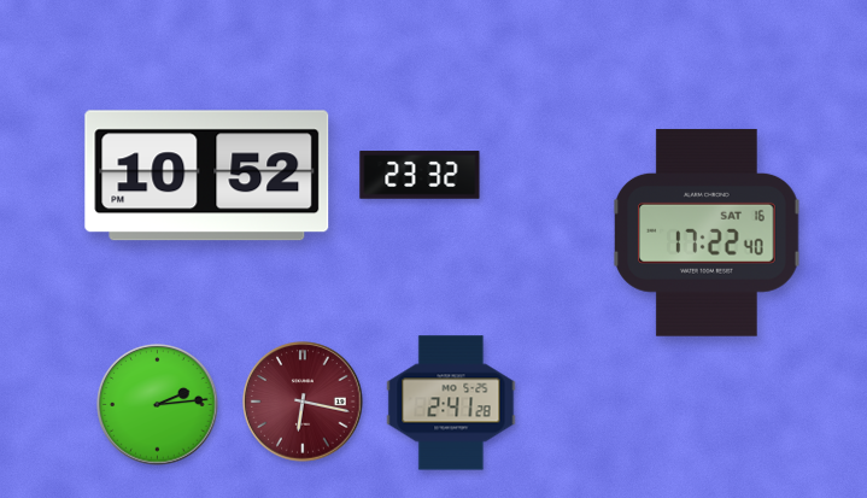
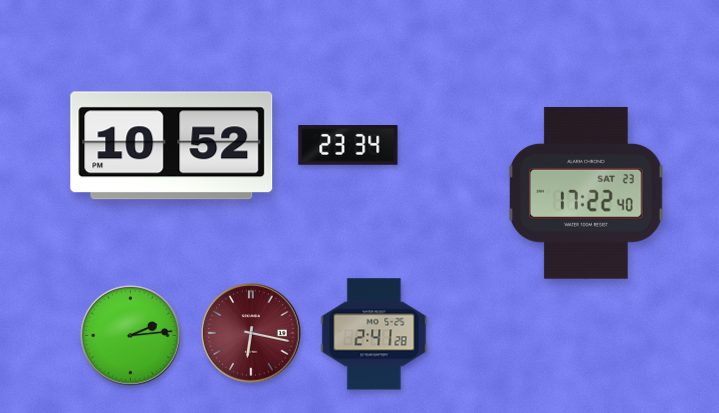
clock at (420, 175): 23:32 -> 23:34
clock at (708, 233) date: SAT 16 -> SAT 23
